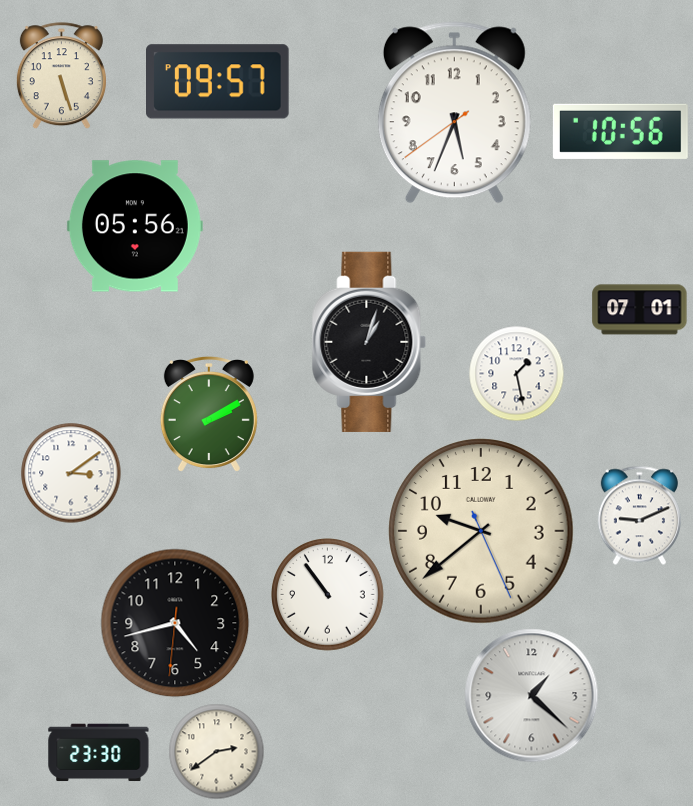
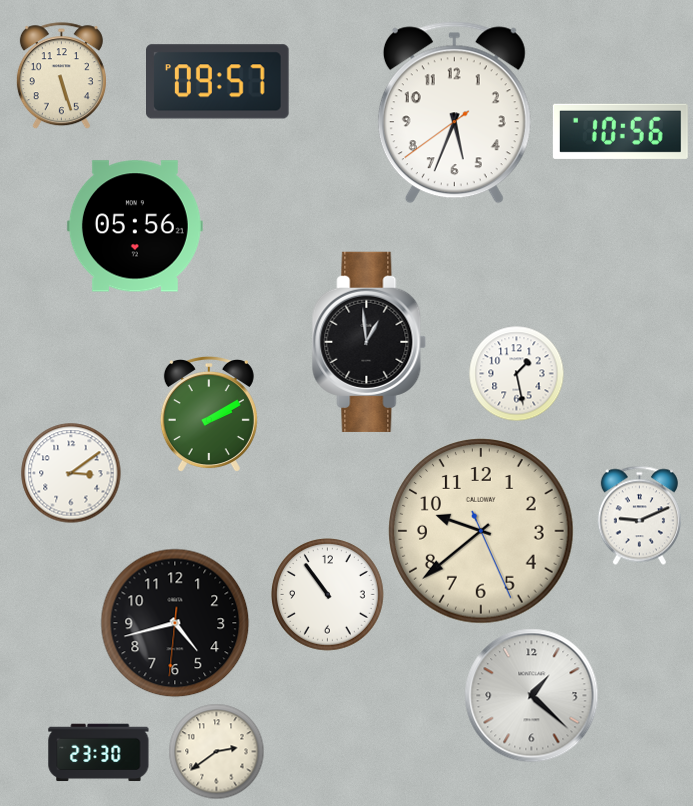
clock at (640, 310): 07:01 -> none
clock at (369, 342): 1:03 -> 12:59
